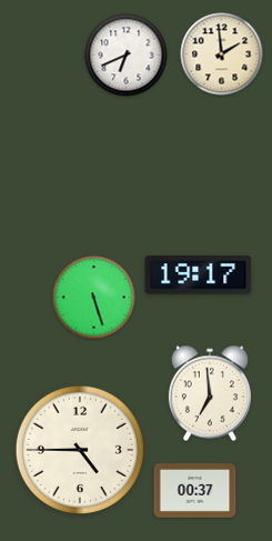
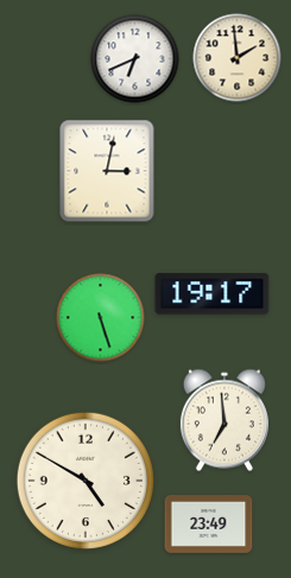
clock at (107, 171): none -> 3:02
clock at (80, 450): 4:45 -> 4:50
clock at (195, 491): 00:37 -> 23:49
